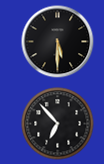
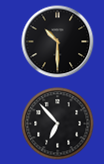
clock at (58, 42): 5:30 -> 10:30
